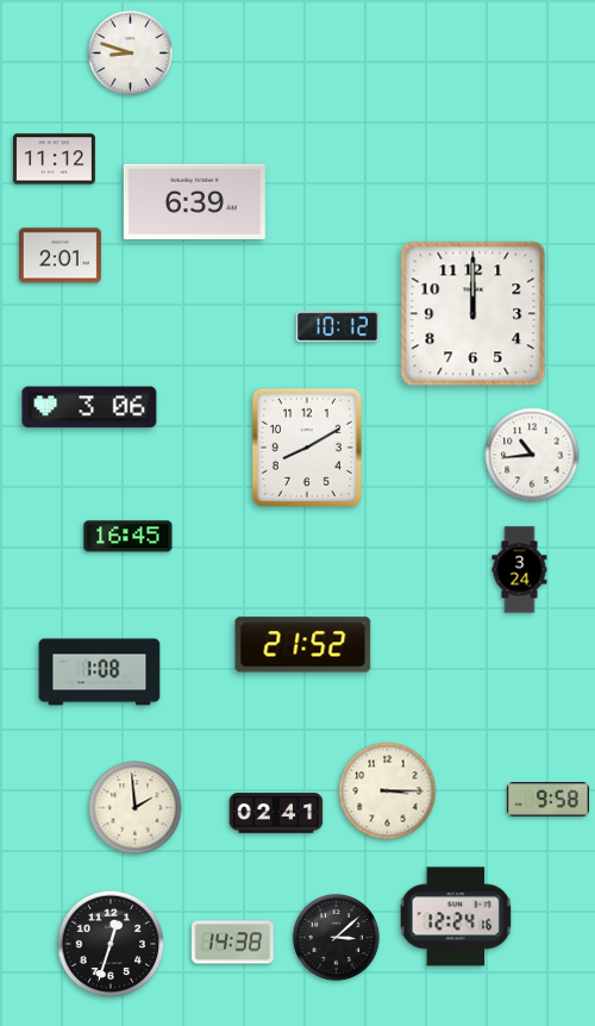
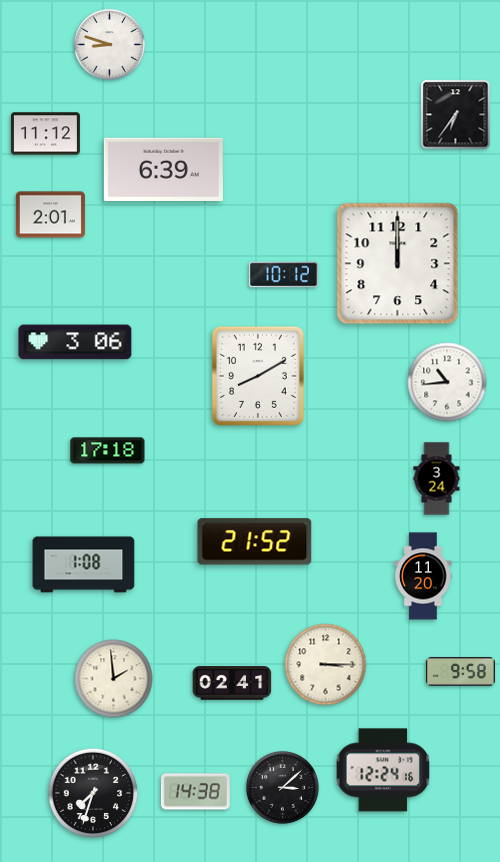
clock at (456, 115): none -> 6:36
clock at (129, 537): 16:45 -> 17:18
clock at (423, 576): none -> 11:20
clock at (111, 944): 12:33 -> 7:33
